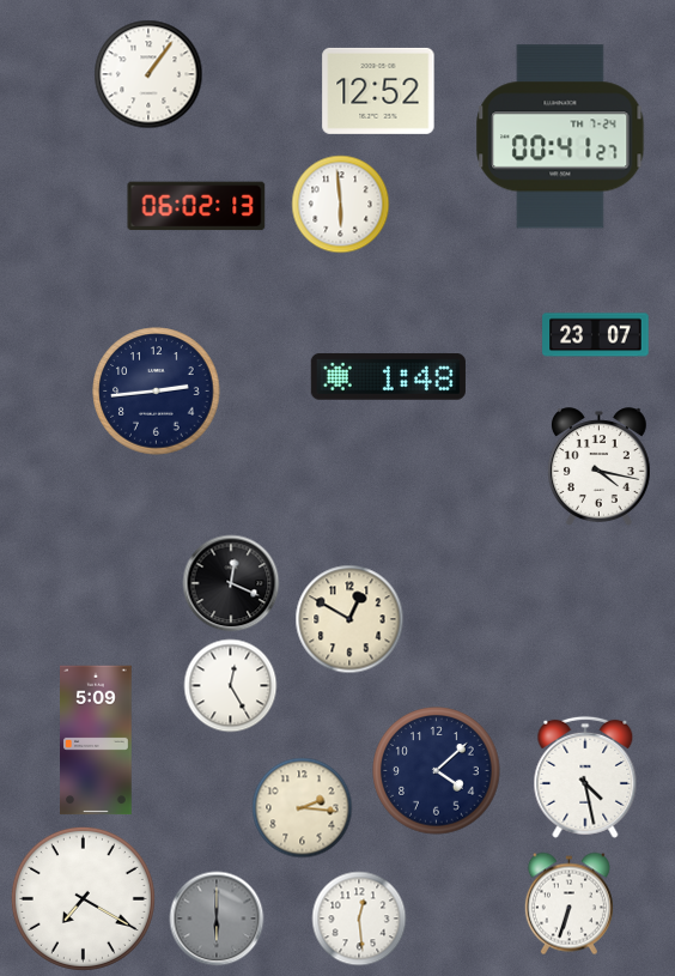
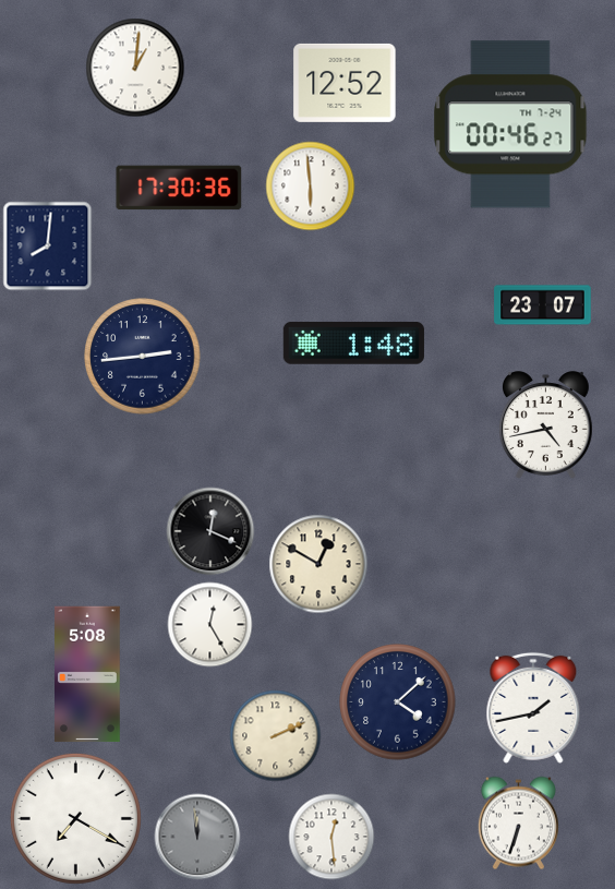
clock at (148, 74): 1:06 -> 1:01
clock at (560, 137): 00:41 -> 00:46
clock at (196, 206): 06:02 -> 17:30
clock at (47, 245): none -> 8:01
clock at (598, 467): 4:17 -> 4:43
clock at (97, 740): 5:09 -> 5:08
clock at (585, 777): 4:28 -> 1:43
clock at (302, 807): 2:16 -> 2:11
clock at (217, 919): 6:00 -> 11:59
clock at (359, 919) position: (359, 919) -> (331, 837)
